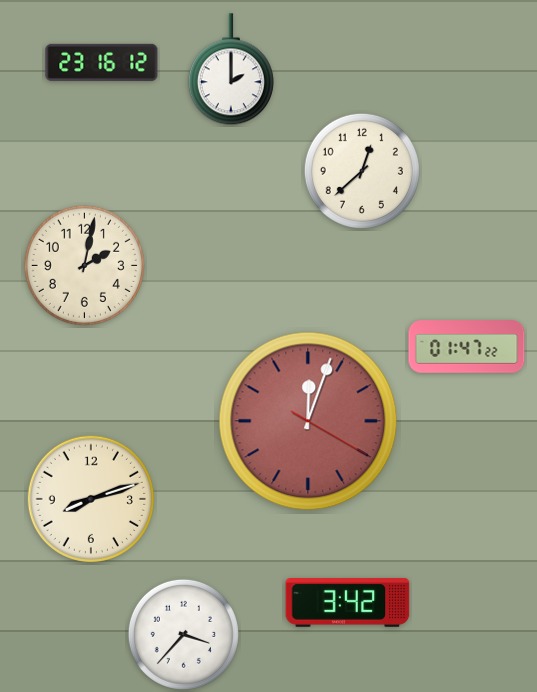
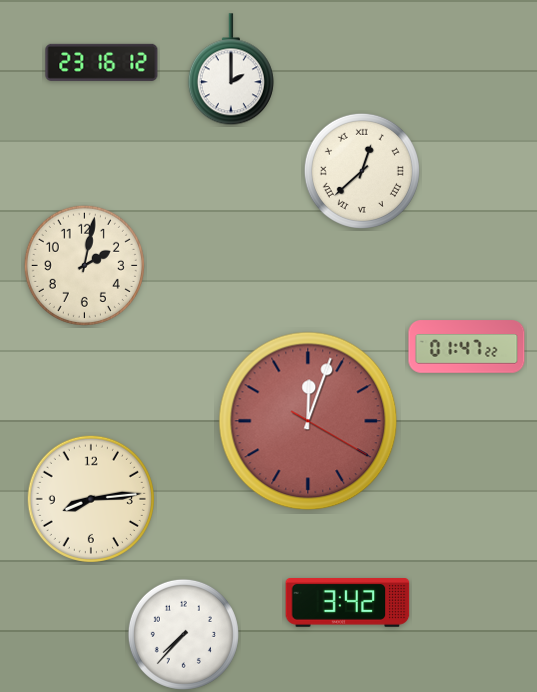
clock at (362, 171) numerals: Arabic -> Roman
clock at (91, 499): 8:12 -> 8:14
clock at (183, 634): 3:37 -> 7:37
